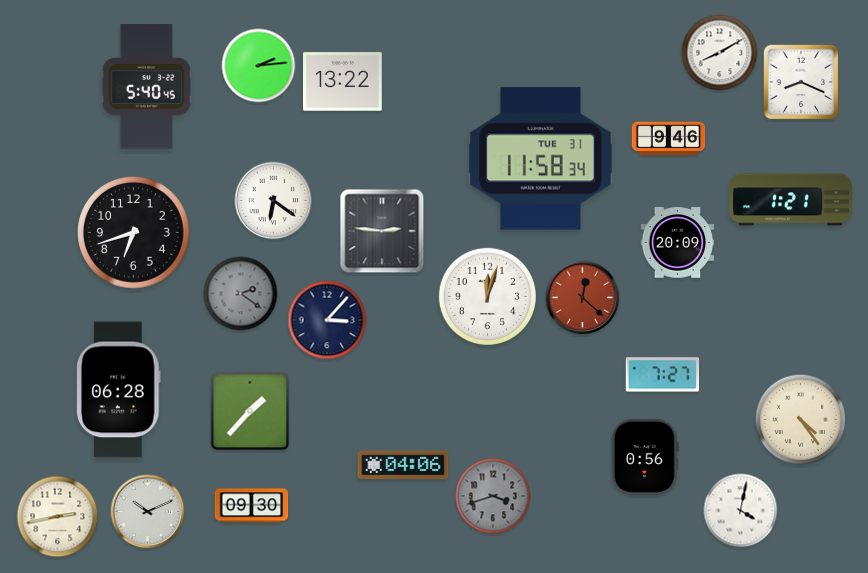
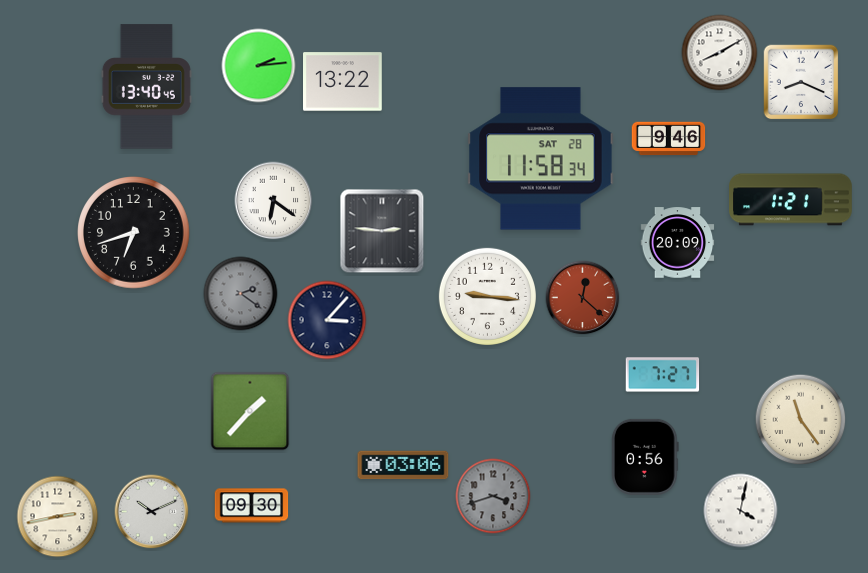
clock at (146, 87): 5:40 -> 13:40
clock at (541, 159) date: TUE 31 -> SAT 28
clock at (487, 296): 12:03 -> 9:16
clock at (118, 390): 06:28 -> none
clock at (801, 420): 4:24 -> 11:24
clock at (403, 465): 04:06 -> 03:06
clock at (148, 512) position: (148, 512) -> (152, 512)
